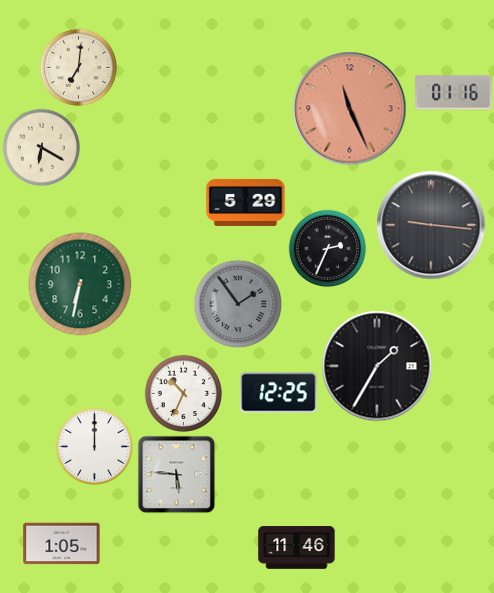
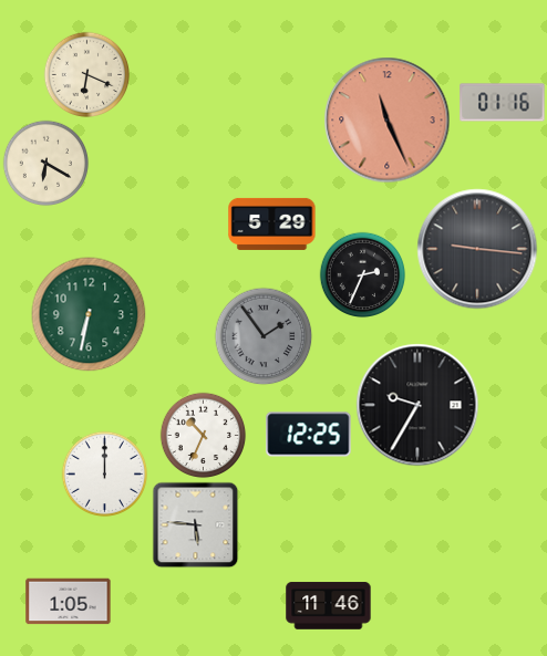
clock at (78, 67): 7:01 -> 6:19
clock at (377, 366): 1:35 -> 9:35
clock at (94, 446) position: (94, 446) -> (104, 473)
